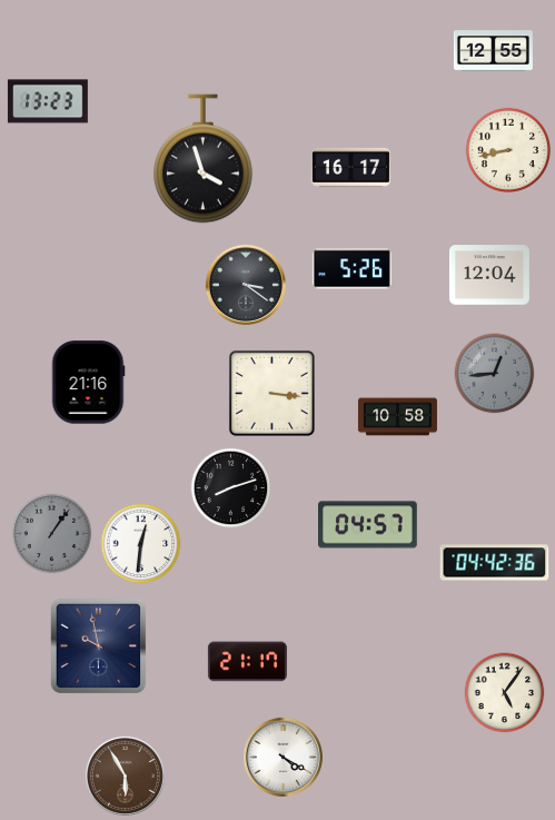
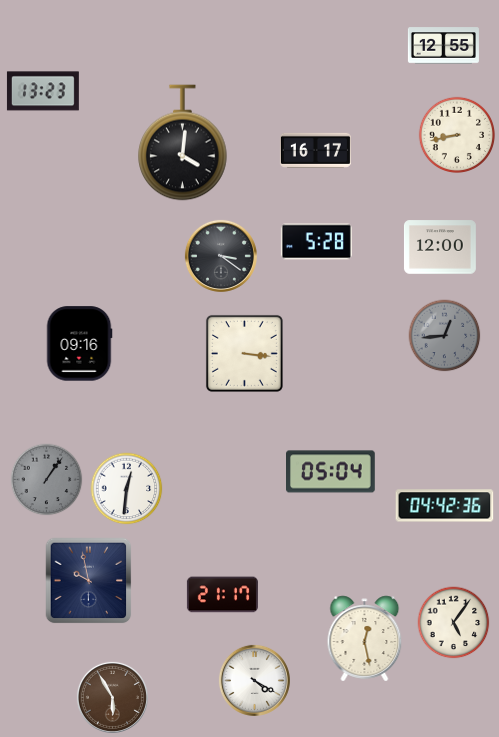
clock at (204, 159): 3:57 -> 4:01
clock at (351, 269): 5:26 -> 5:28
clock at (489, 275): 12:04 -> 12:00
clock at (88, 383): 21:16 -> 09:16
clock at (397, 417): 10:58 -> none
clock at (231, 488): 8:12 -> none
clock at (368, 525): 04:57 -> 05:04
clock at (365, 639): none -> 12:28
